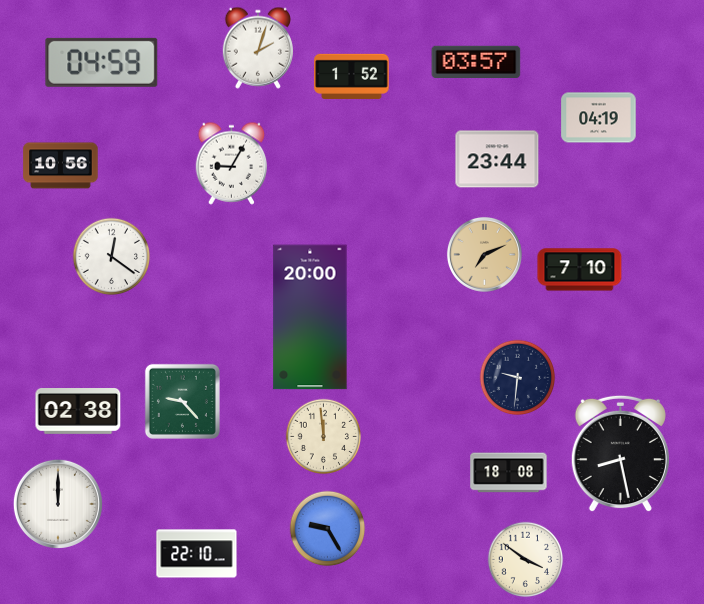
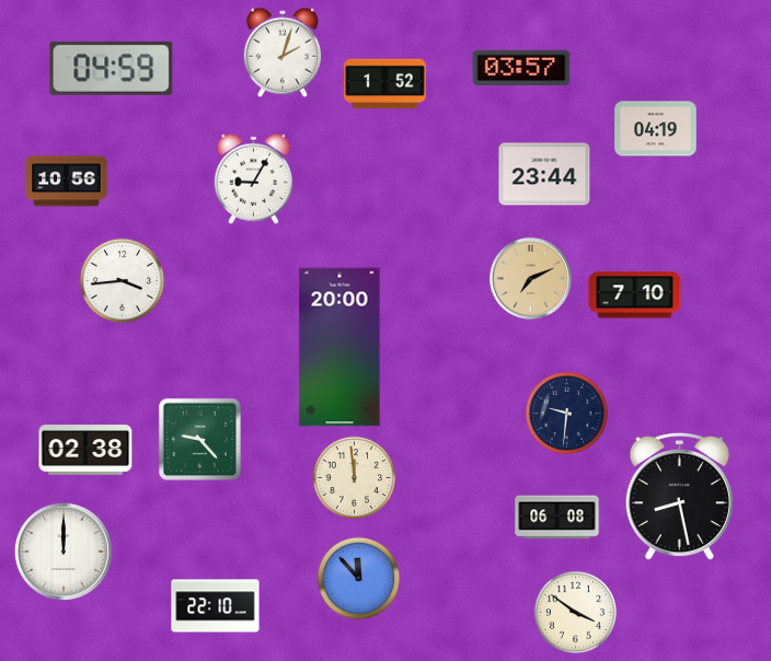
clock at (112, 257): 12:21 -> 3:44
clock at (509, 473): 18:08 -> 06:08
clock at (328, 529): 9:25 -> 11:53
